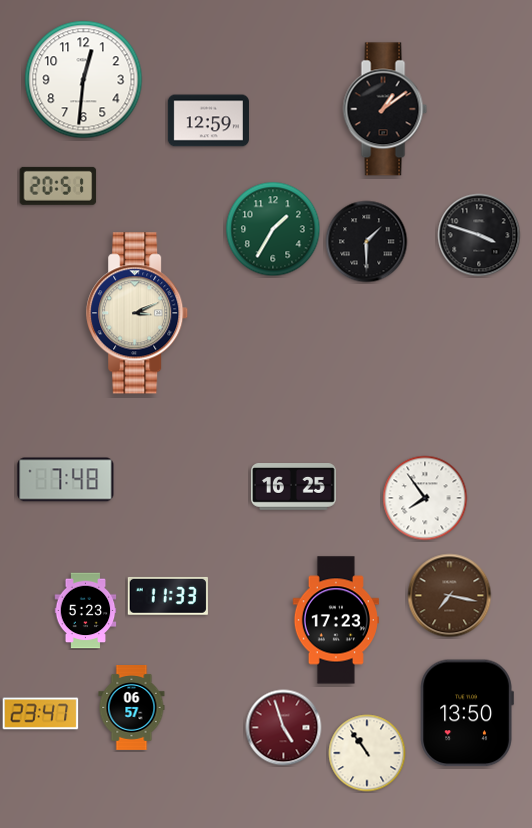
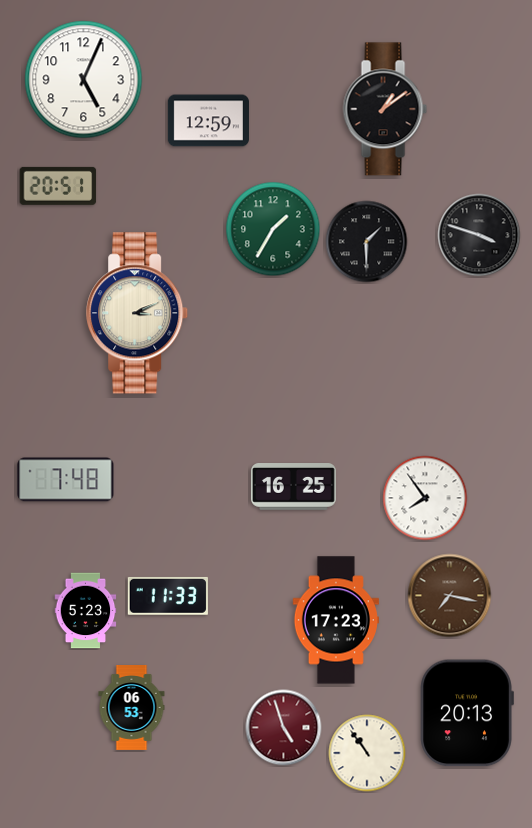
clock at (84, 80): 12:31 -> 5:04
clock at (132, 708): 06:57 -> 06:53
clock at (467, 713): 13:50 -> 20:13
clock at (41, 714): 23:47 -> none
